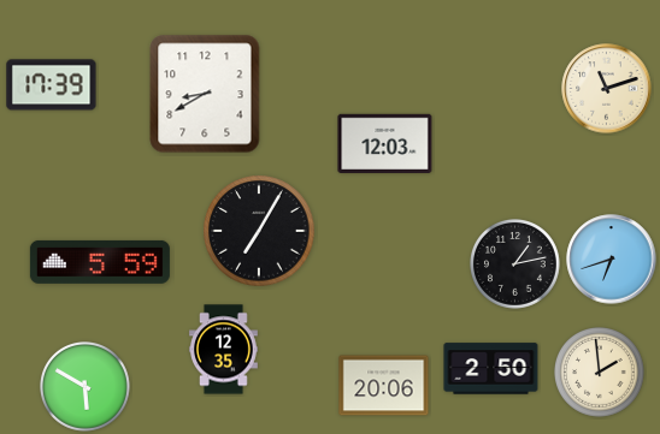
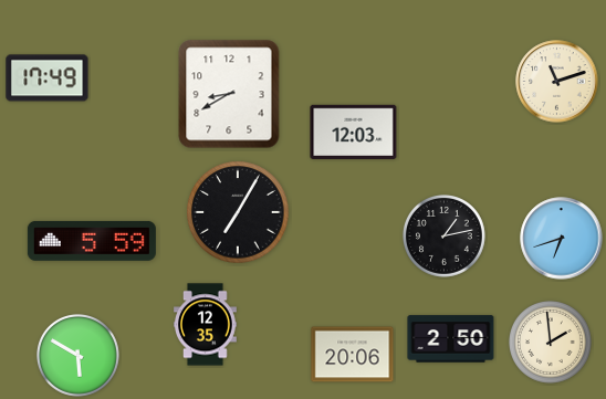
clock at (52, 85): 17:39 -> 17:49
clock at (205, 94) position: (205, 94) -> (229, 94)
clock at (515, 264) position: (515, 264) -> (445, 237)
clock at (224, 350) position: (224, 350) -> (206, 325)
